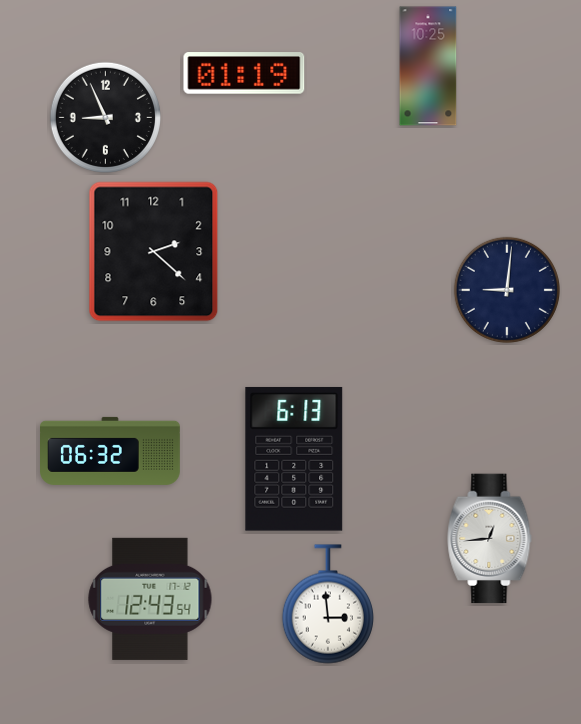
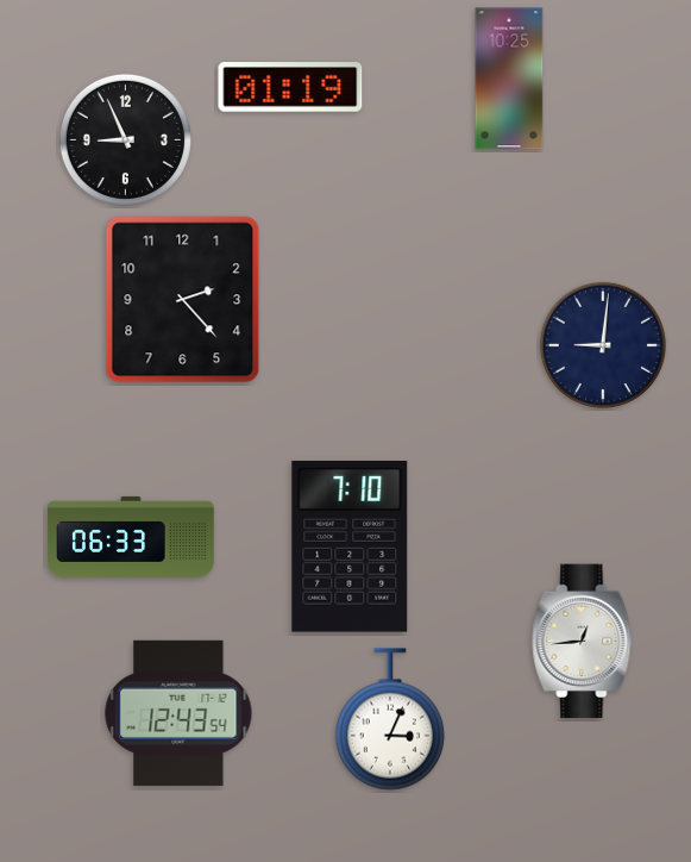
clock at (154, 252): 2:22 -> 2:23
clock at (111, 451): 06:32 -> 06:33
clock at (294, 459): 6:13 -> 7:10
clock at (328, 604): 2:59 -> 3:04
